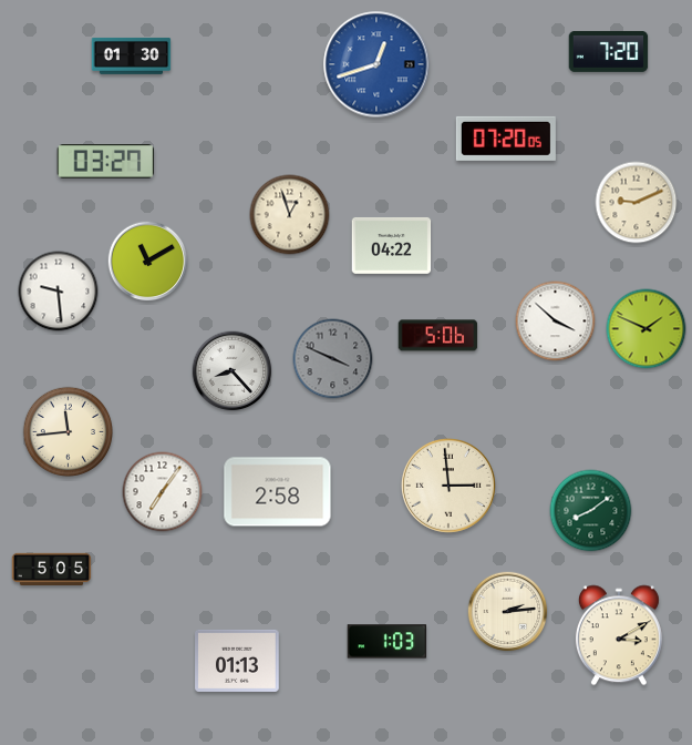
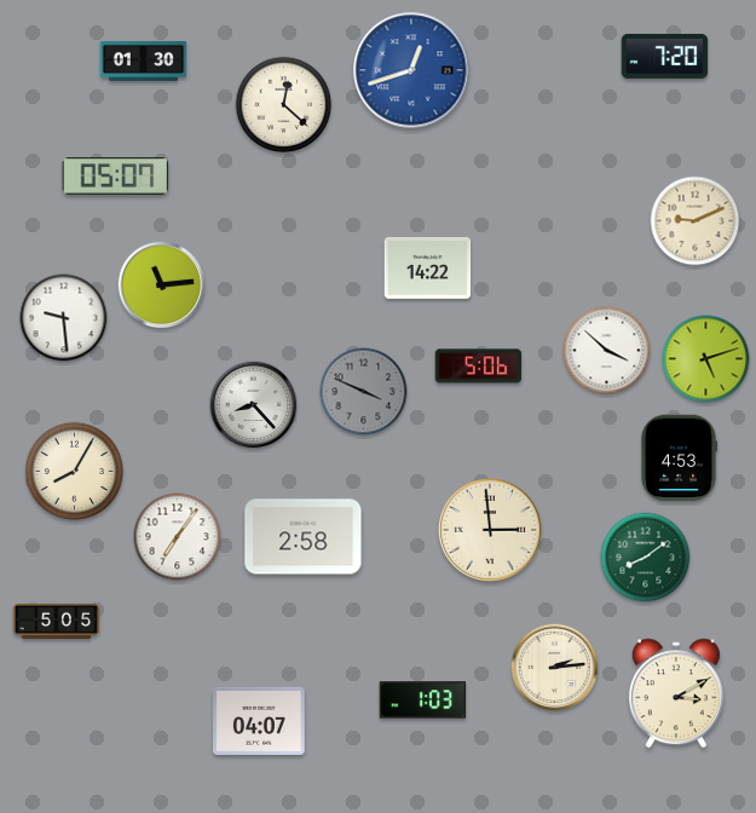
clock at (284, 105): none -> 12:22
clock at (506, 139): 07:20 -> none
clock at (106, 162): 03:27 -> 05:07
clock at (290, 215): 12:57 -> none
clock at (392, 245): 04:22 -> 14:22
clock at (148, 262): 11:10 -> 11:14
clock at (647, 329): 1:49 -> 5:12
clock at (679, 459): none -> 4:53
clock at (68, 431): 11:44 -> 8:05
clock at (237, 661): 01:13 -> 04:07
